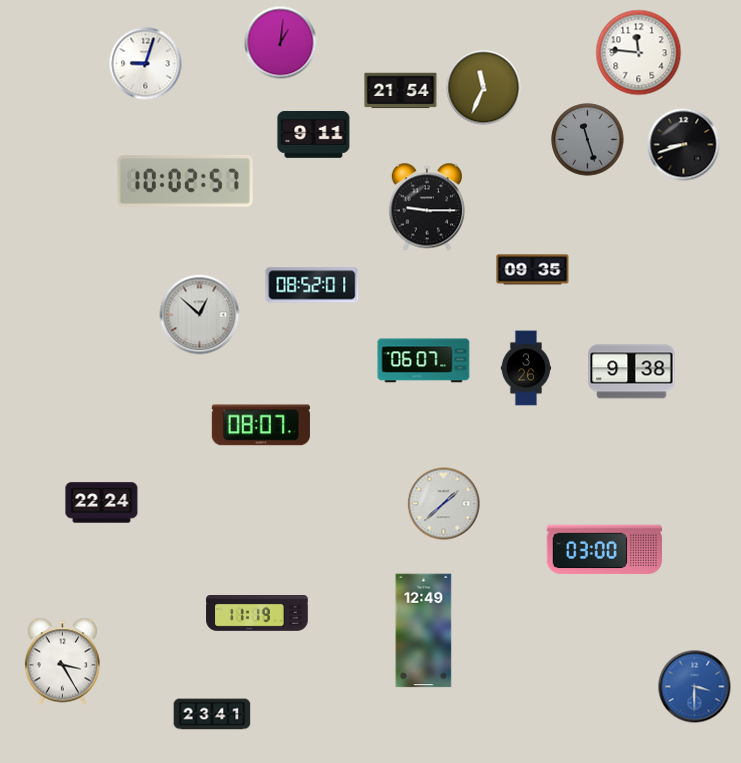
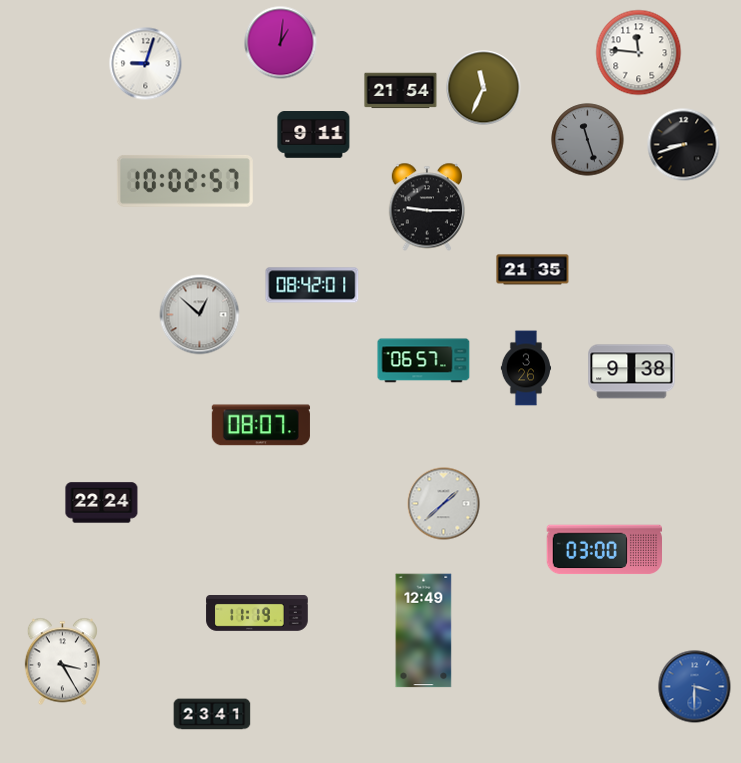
clock at (533, 270): 09:35 -> 21:35
clock at (312, 285): 08:52 -> 08:42
clock at (424, 361): 06:07 -> 06:57
